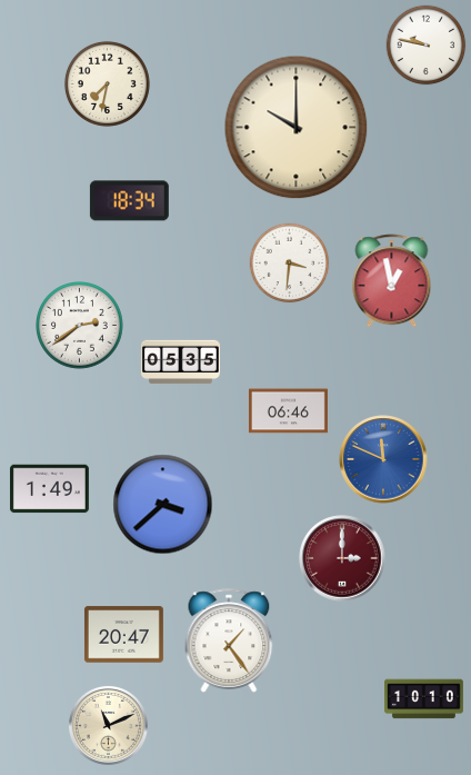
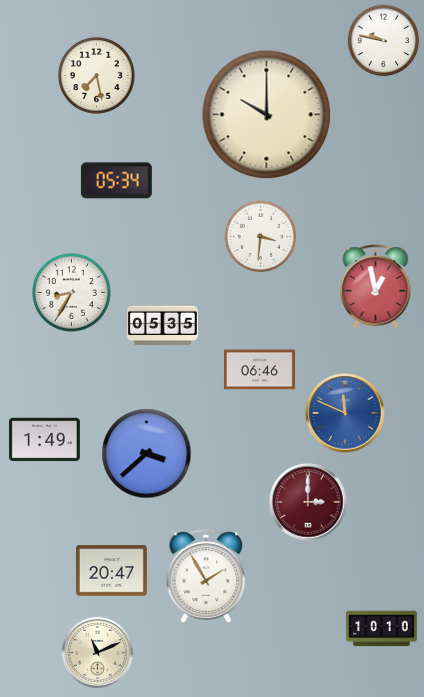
clock at (107, 83): 7:32 -> 7:28
clock at (129, 201): 18:34 -> 05:34
clock at (392, 281) position: (392, 281) -> (376, 287)
clock at (80, 326): 2:39 -> 8:35
clock at (229, 640): 1:24 -> 1:55
